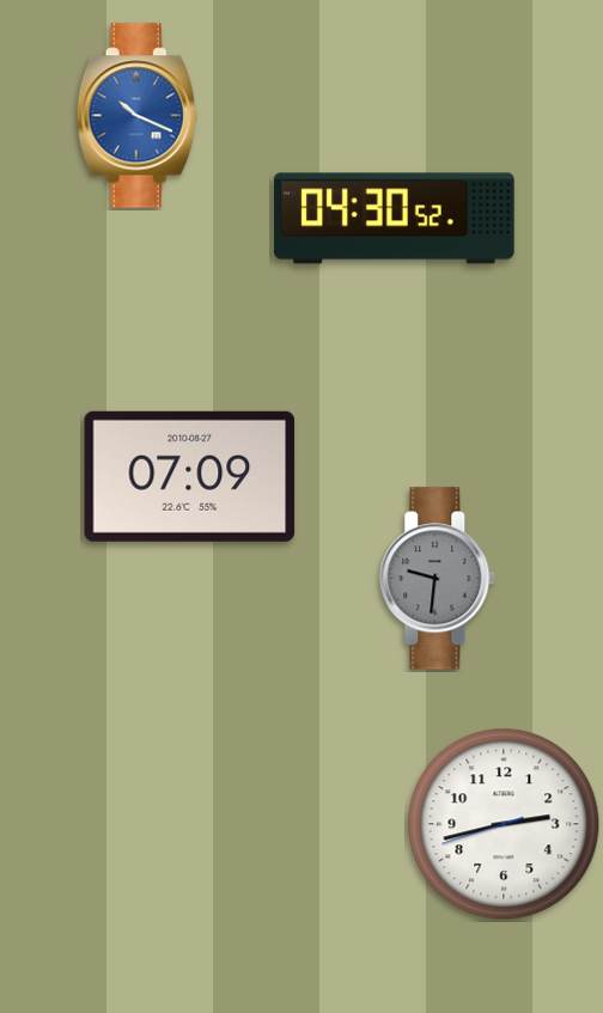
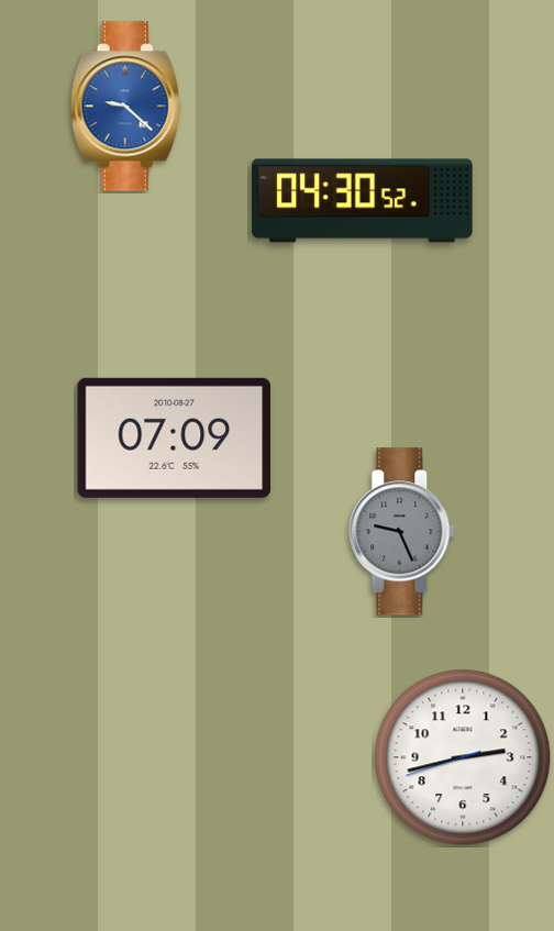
clock at (136, 116): 10:19 -> 9:22
clock at (438, 579): 9:31 -> 9:26
